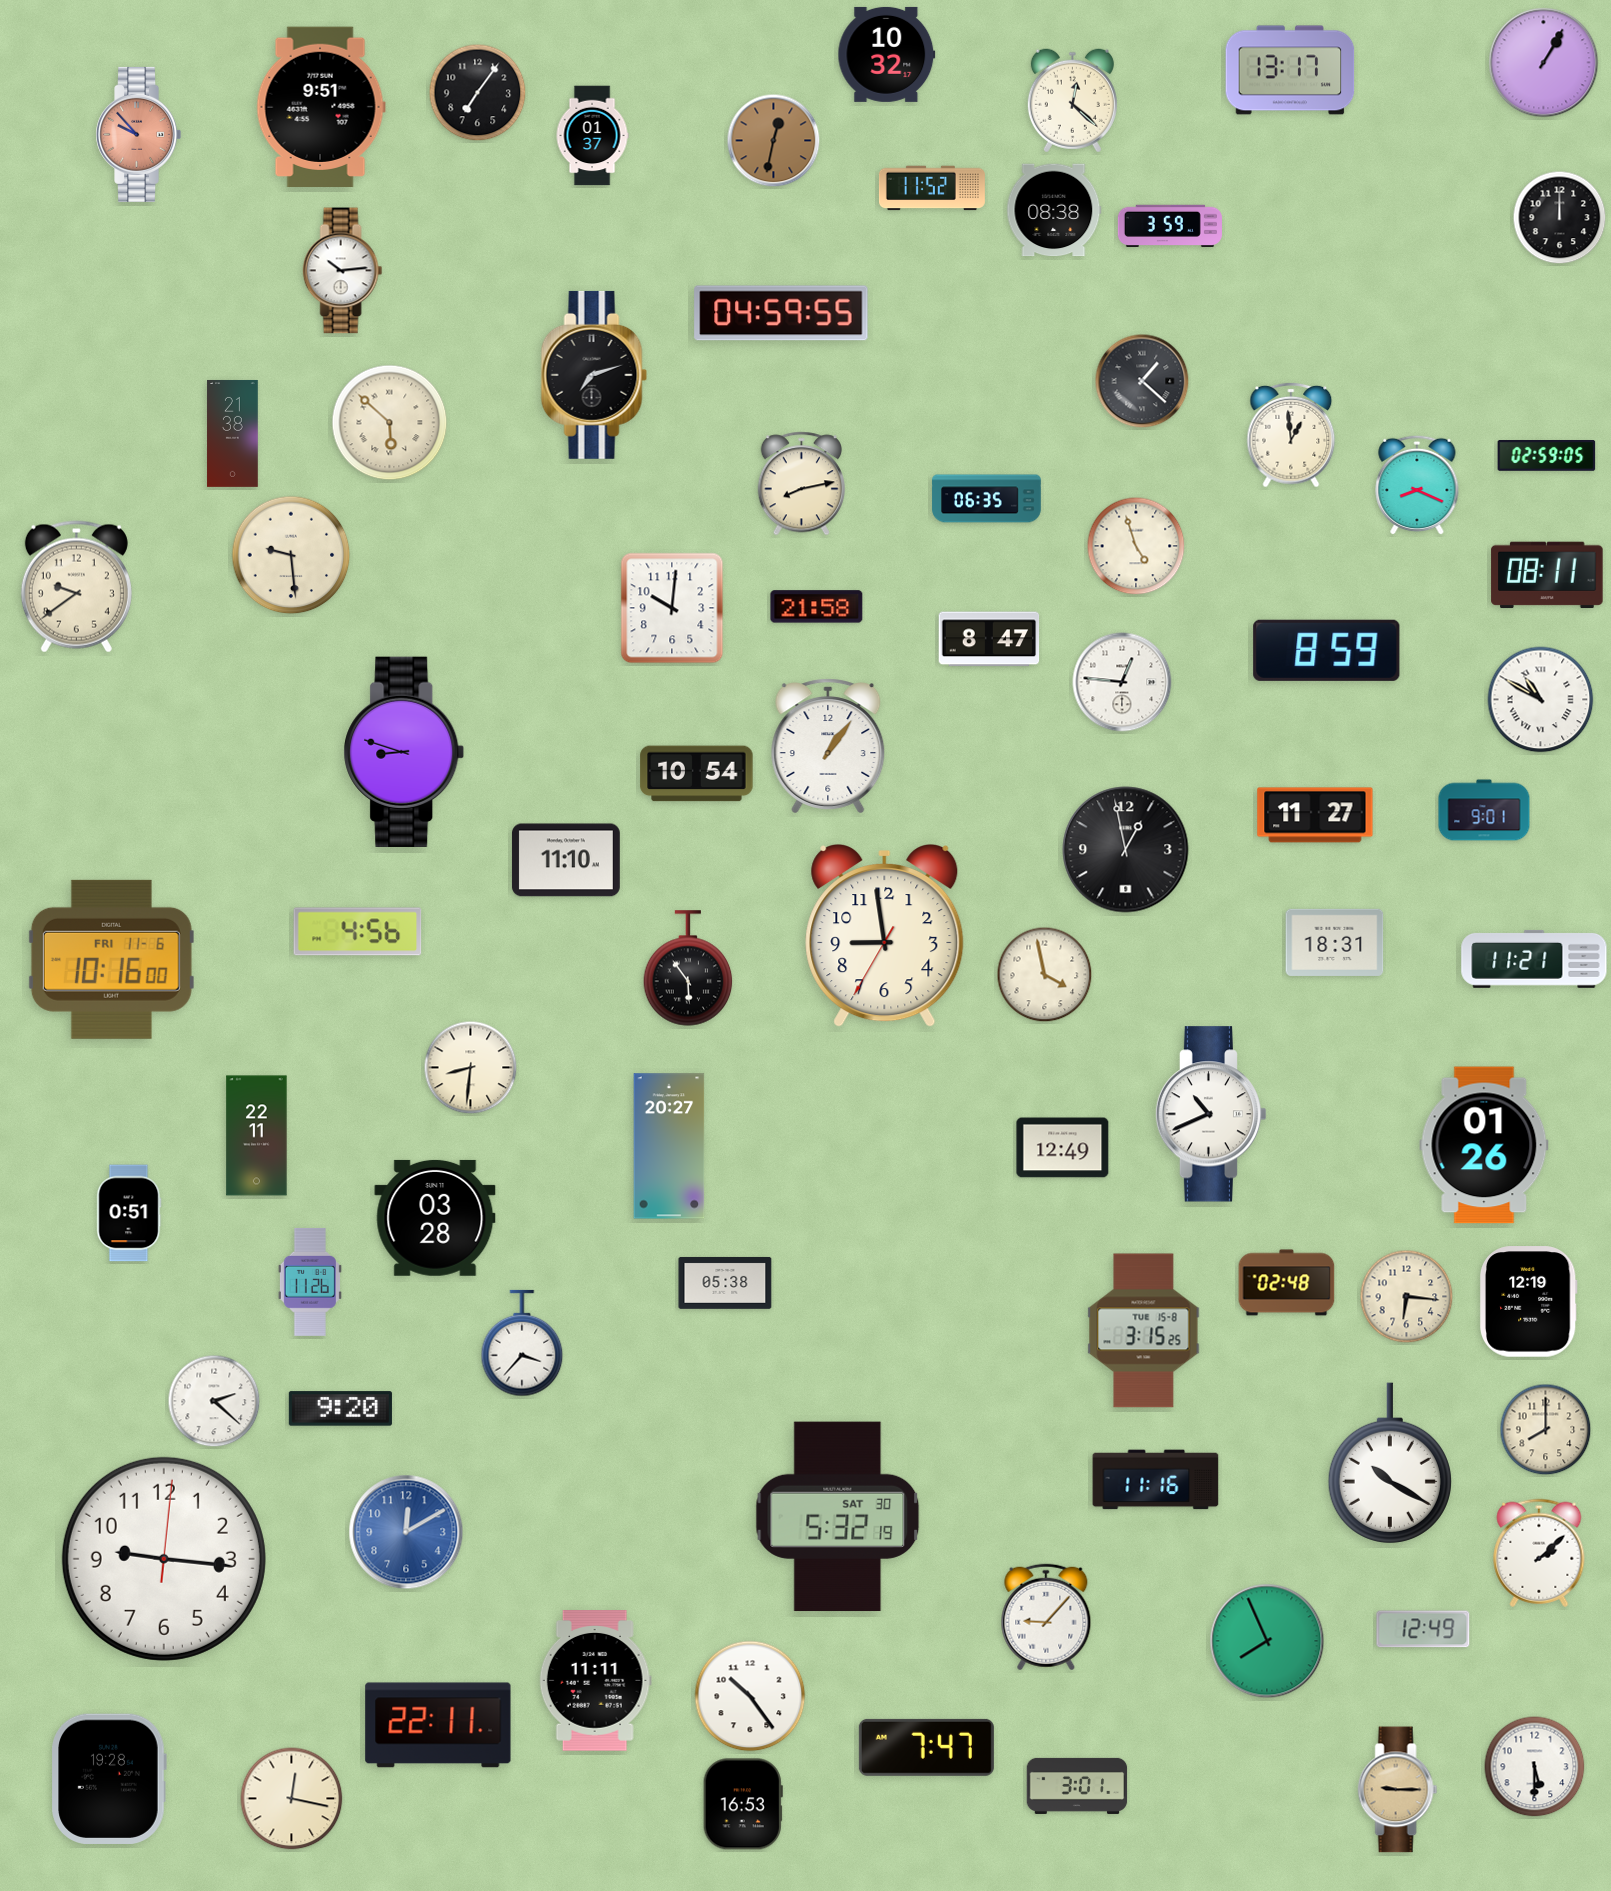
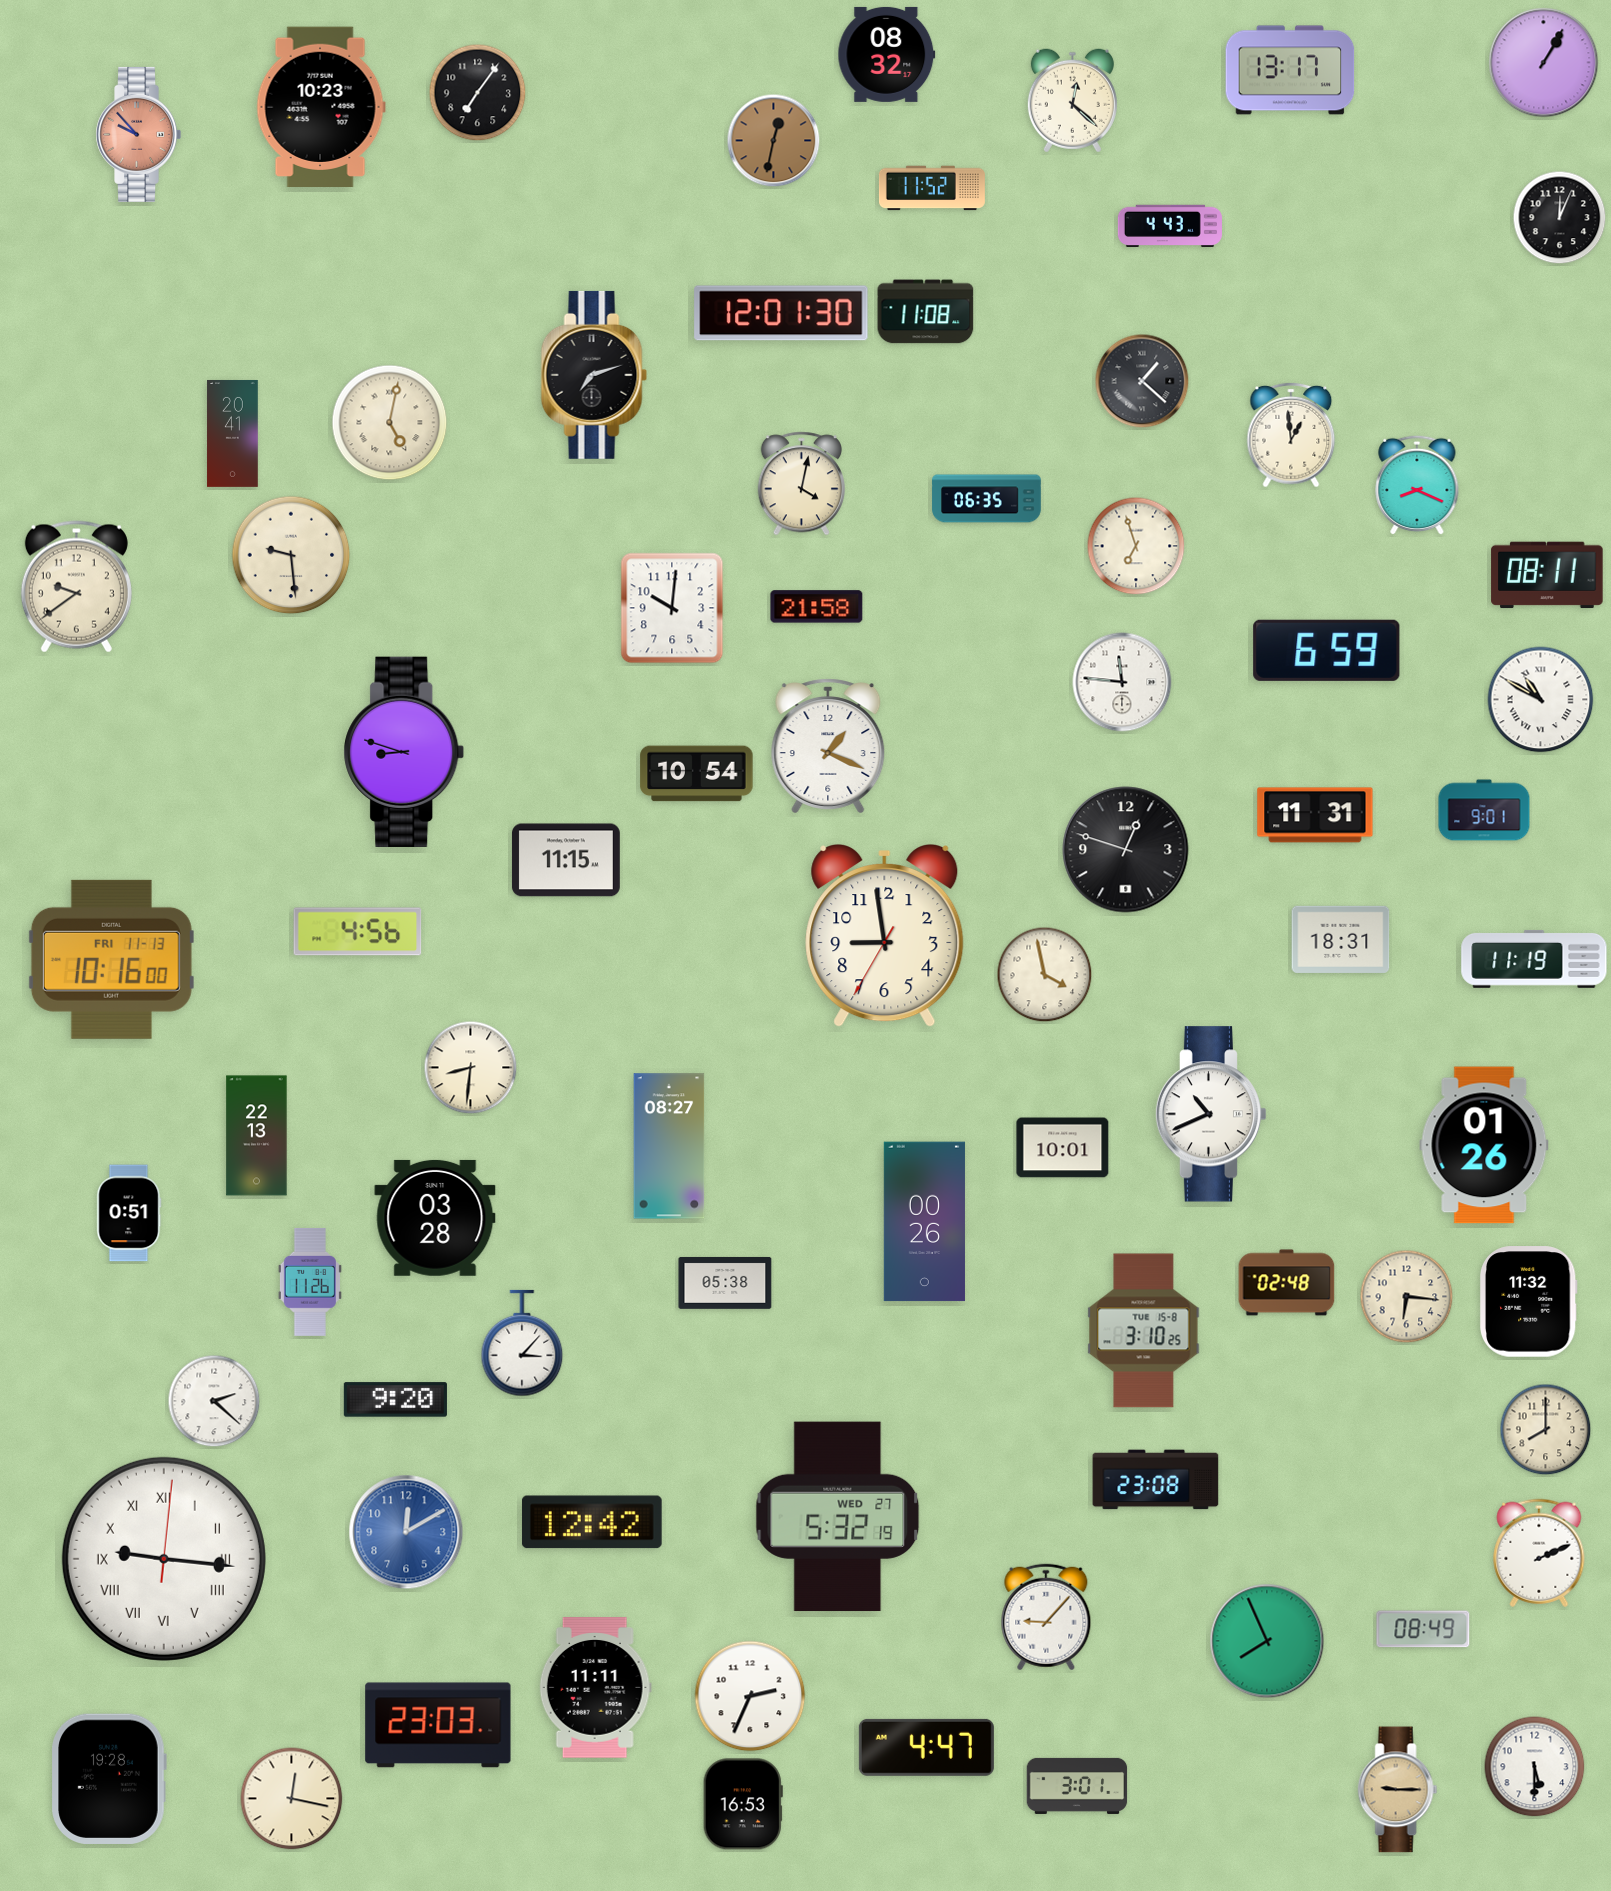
clock at (887, 54): 10:32 -> 08:32
clock at (321, 106): 9:51 -> 10:23
clock at (592, 136): 01:37 -> none
clock at (1054, 210): 08:38 -> none
clock at (1560, 218): 12:00 -> 12:04
clock at (1170, 225): 3:59 -> 4:43
clock at (343, 271): 10:14 -> none
clock at (926, 312): none -> 11:08
clock at (781, 313): 04:59 -> 12:01
clock at (390, 423): 5:52 -> 5:02
clock at (233, 433): 21:38 -> 20:41
clock at (1547, 456): 02:59 -> none
clock at (801, 484): 8:13 -> 4:02
clock at (1136, 546): 4:57 -> 6:57
clock at (989, 639): 8:47 -> none
clock at (1327, 650): 8:59 -> 6:59
clock at (1122, 682): 12:46 -> 11:46
clock at (828, 746): 1:06 -> 1:19
clock at (1315, 815): 11:27 -> 11:31
clock at (1126, 850): 12:58 -> 12:48
clock at (566, 860): 11:10 -> 11:15
clock at (1335, 942) position: (1335, 942) -> (1341, 939)
clock at (111, 959) date: FRI 11-6 -> FRI 11-13
clock at (1534, 959): 11:21 -> 11:19
clock at (688, 968): 5:54 -> none
clock at (257, 1136): 22:11 -> 22:13
clock at (669, 1146): 20:27 -> 08:27
clock at (1063, 1148): 12:49 -> 10:01
clock at (924, 1222): none -> 00:26
clock at (1528, 1302): 12:19 -> 11:32
clock at (1144, 1331): 3:15 -> 3:10
clock at (522, 1343): 3:37 -> 3:07
clock at (340, 1409) position: (340, 1409) -> (395, 1400)
clock at (1390, 1463): 10:20 -> none
clock at (1156, 1480): 11:16 -> 23:08
clock at (838, 1517) date: SAT 30 -> WED 27
clock at (592, 1522): none -> 12:42
clock at (1539, 1553): 2:08 -> 2:11
clock at (164, 1559) numerals: Arabic -> Roman
clock at (1423, 1629): 12:49 -> 08:49
clock at (595, 1681) position: (595, 1681) -> (595, 1688)
clock at (750, 1696): 10:24 -> 2:34
clock at (438, 1725): 22:11 -> 23:03
clock at (926, 1747): 7:47 -> 4:47
